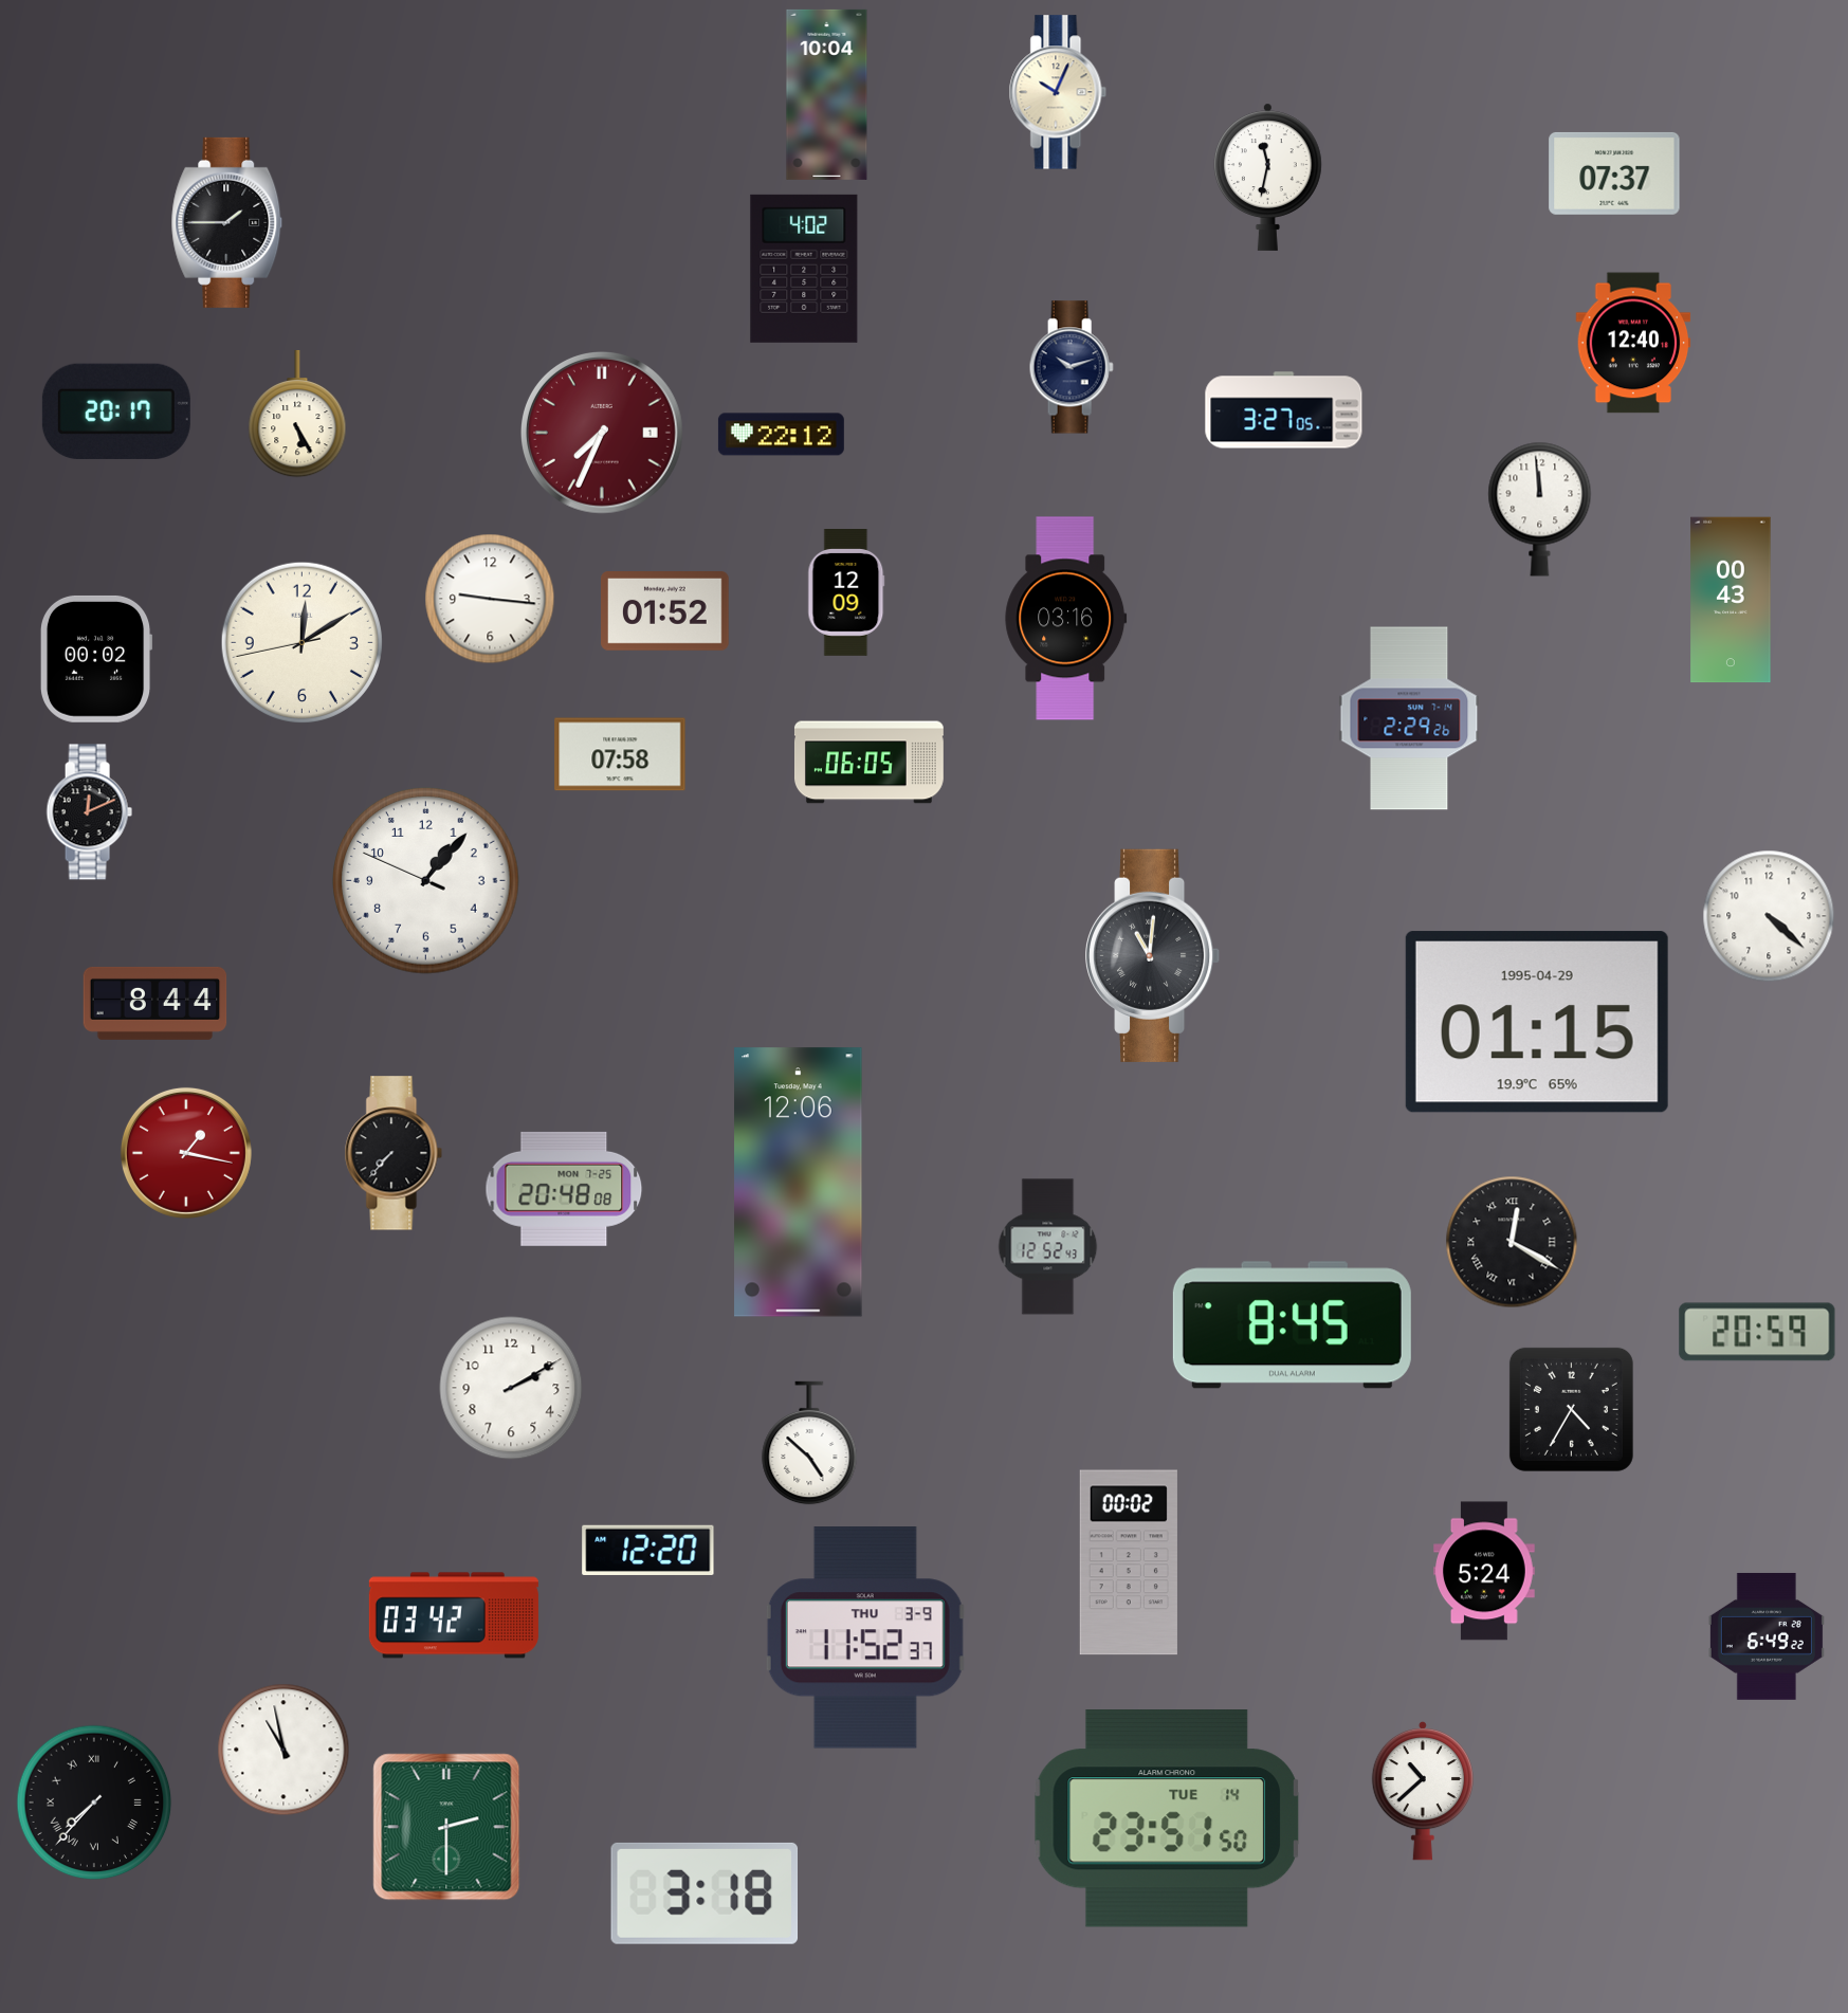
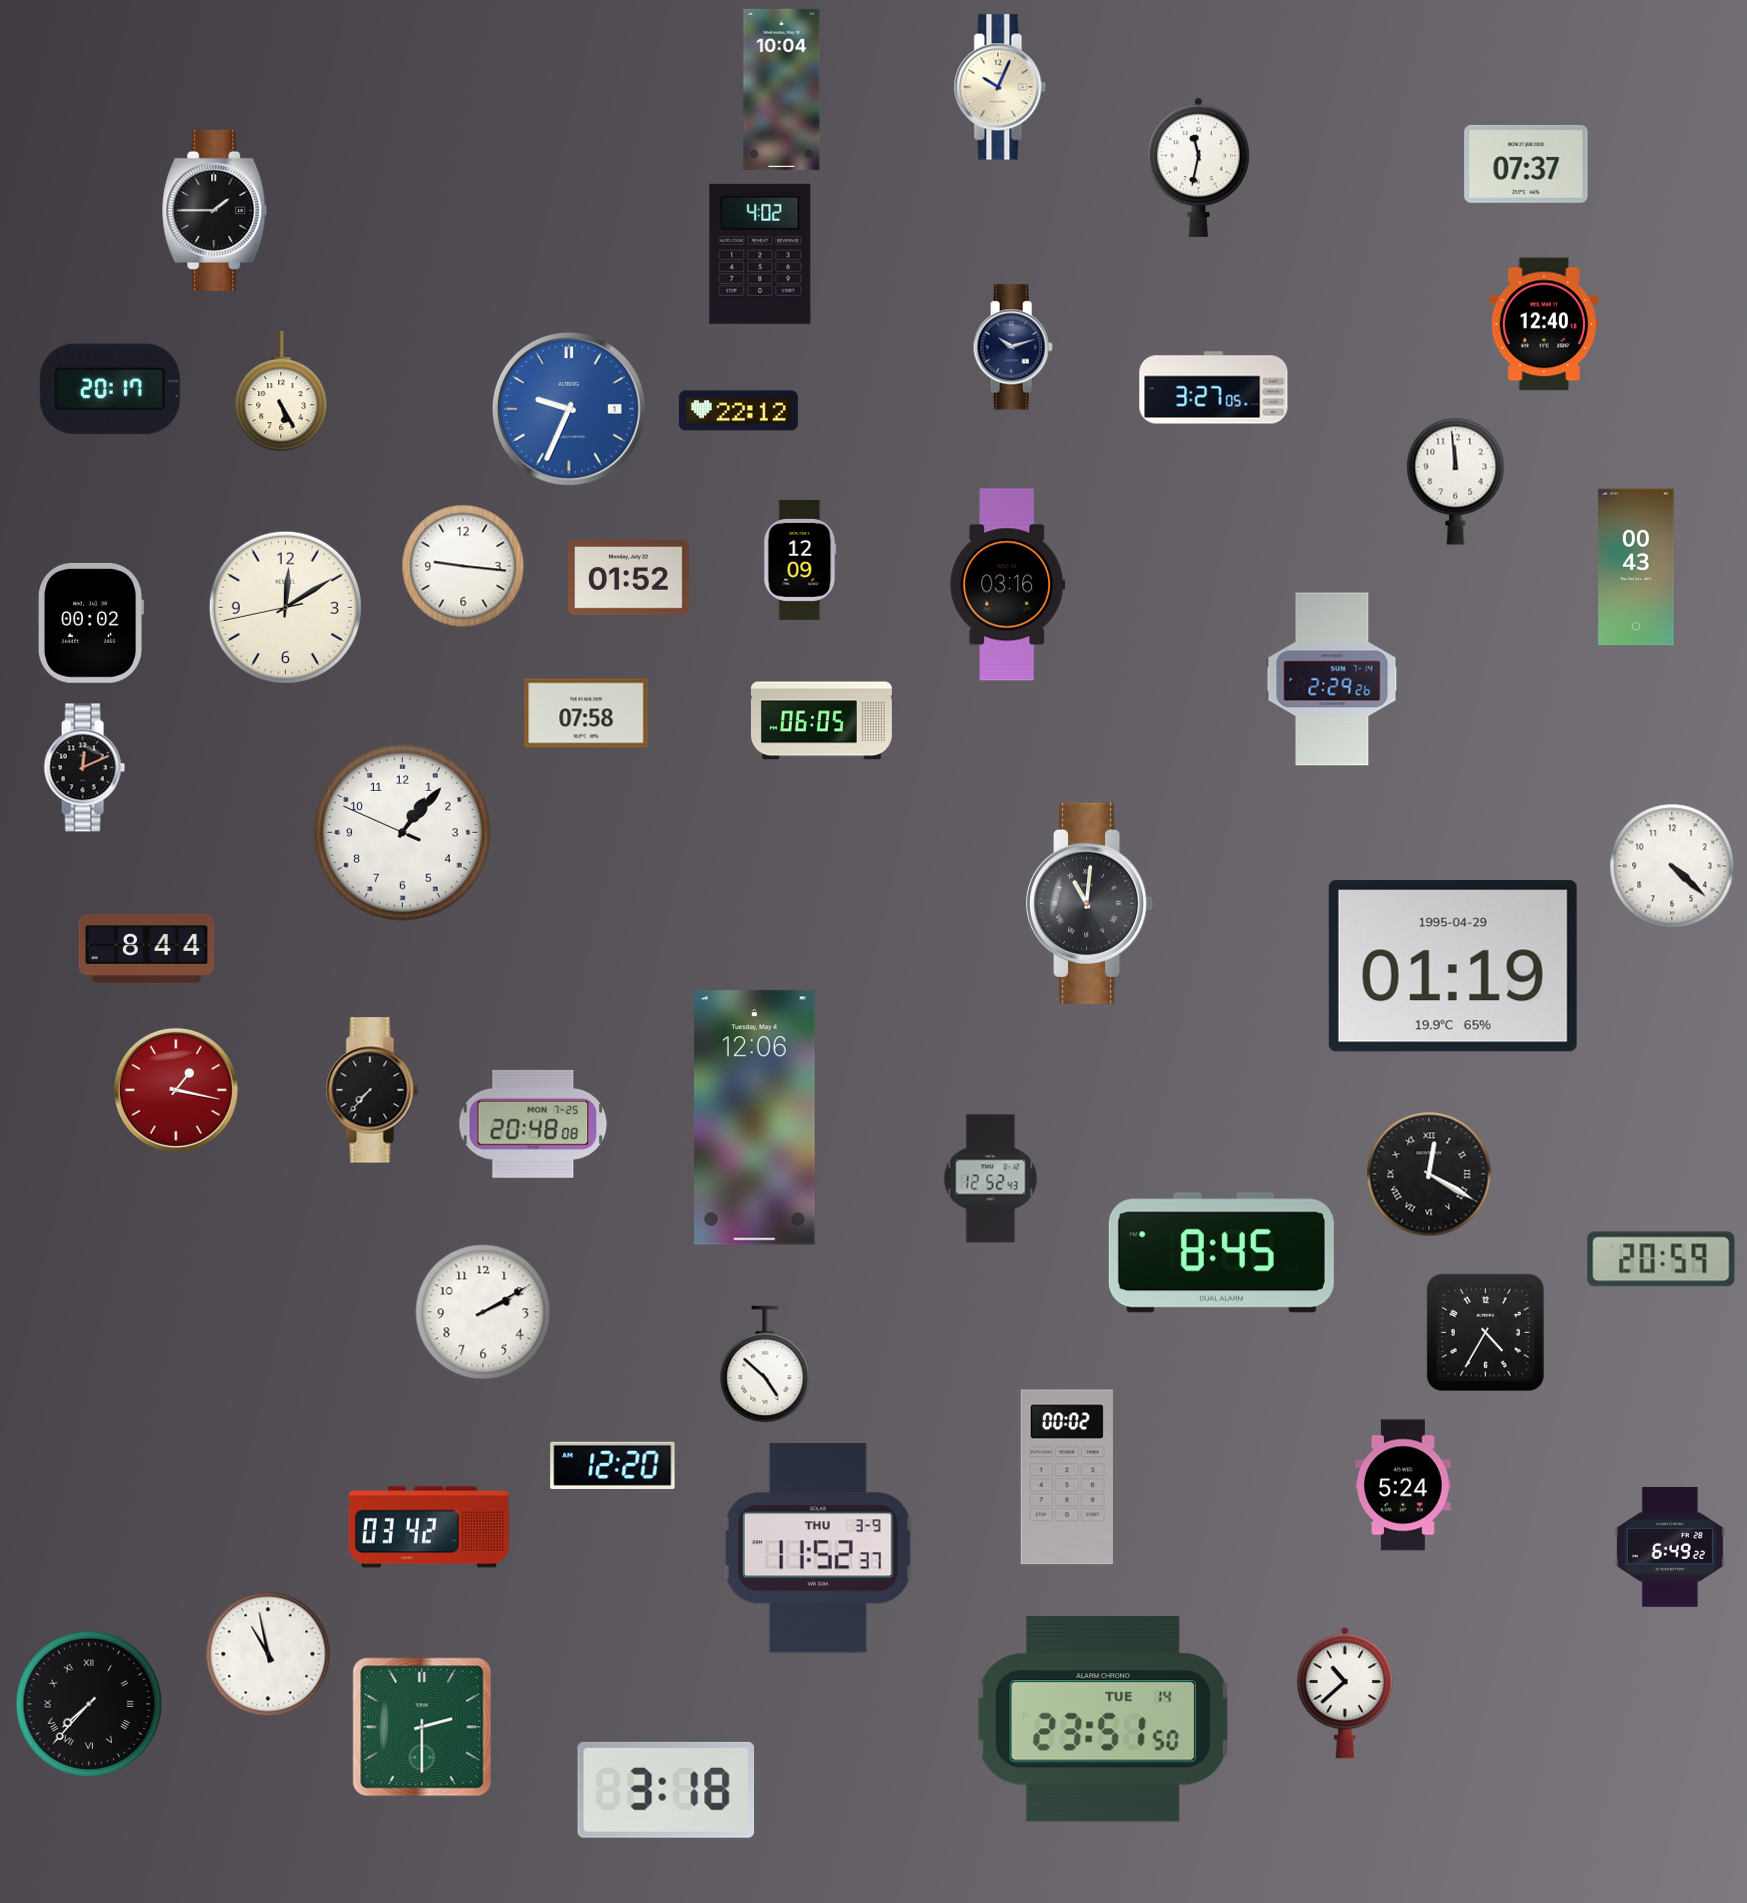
clock at (603, 434): 7:34 -> 9:34
clock at (603, 434) dial: burgundy -> blue
clock at (1537, 1022): 01:15 -> 01:19
